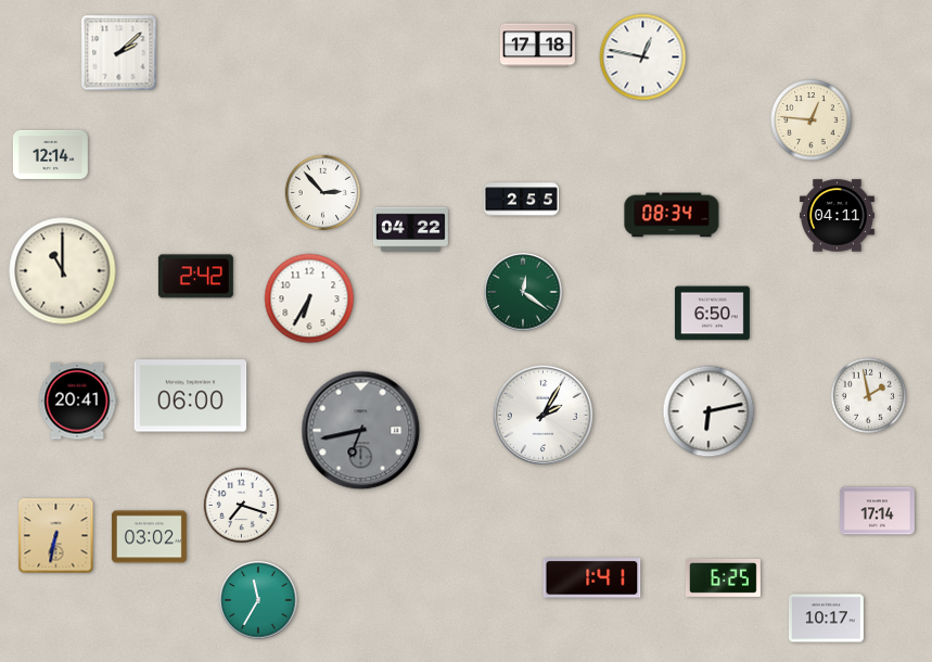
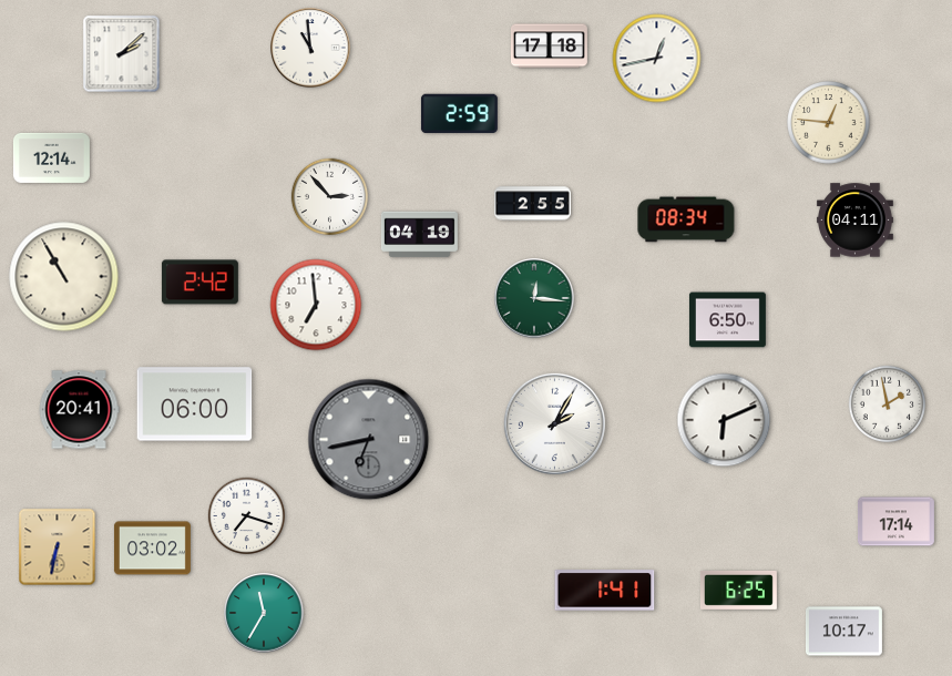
clock at (310, 48): none -> 10:59
clock at (643, 58): 12:47 -> 12:43
clock at (459, 114): none -> 2:59
clock at (410, 230): 04:22 -> 04:19
clock at (63, 271): 11:00 -> 10:55
clock at (523, 292): 12:21 -> 12:16
clock at (309, 298): 6:35 -> 6:59
clock at (708, 411): 6:13 -> 6:11
